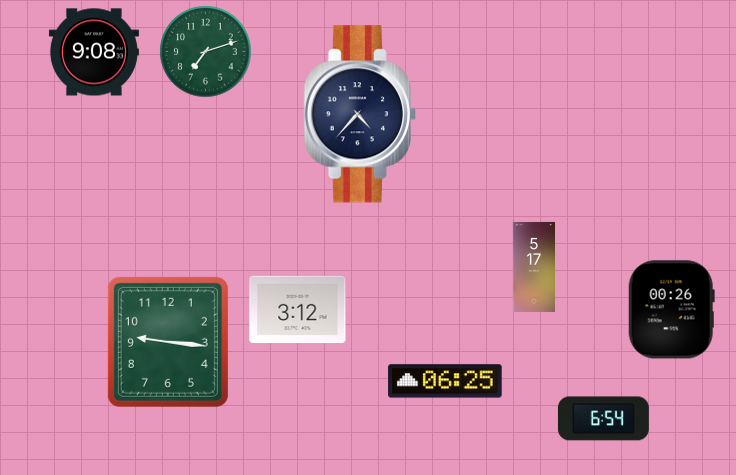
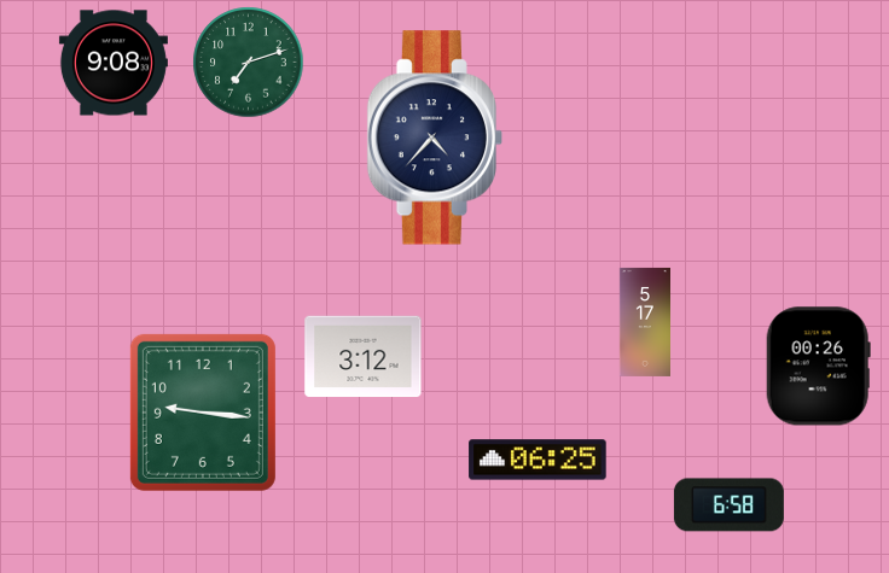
clock at (298, 310) position: (298, 310) -> (364, 357)
clock at (671, 310) position: (671, 310) -> (818, 367)
clock at (603, 419): 6:54 -> 6:58
